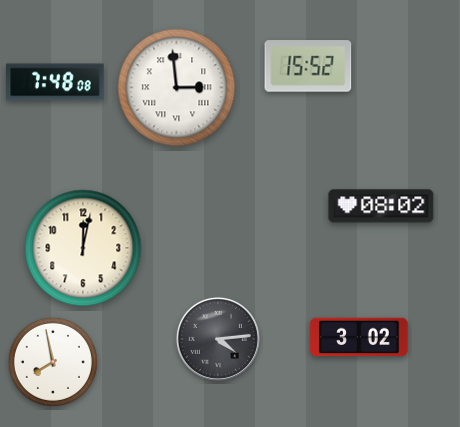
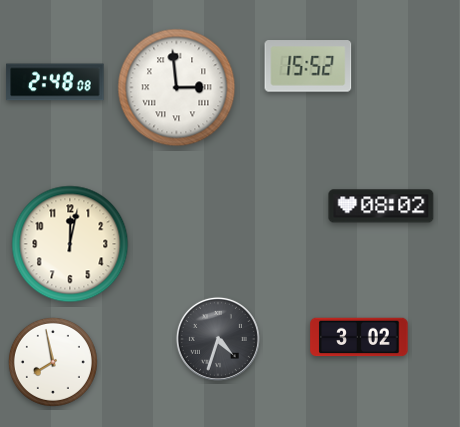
clock at (55, 82): 7:48 -> 2:48
clock at (83, 248) position: (83, 248) -> (70, 244)
clock at (218, 339): 4:14 -> 4:33
